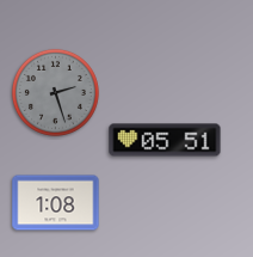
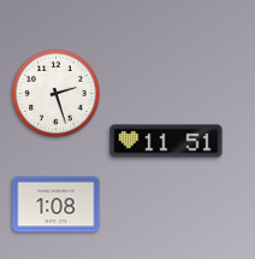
clock at (55, 92) dial: grey -> white
clock at (165, 140): 05:51 -> 11:51
